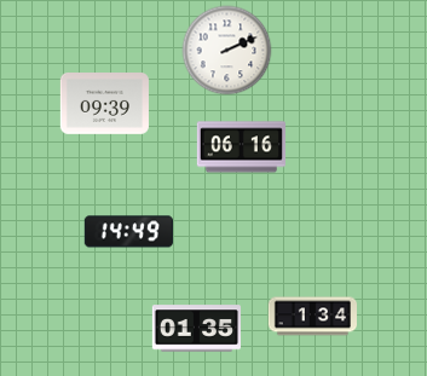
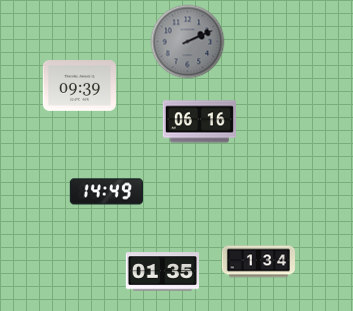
clock at (227, 51) dial: white -> grey
clock at (104, 104) position: (104, 104) -> (79, 86)
